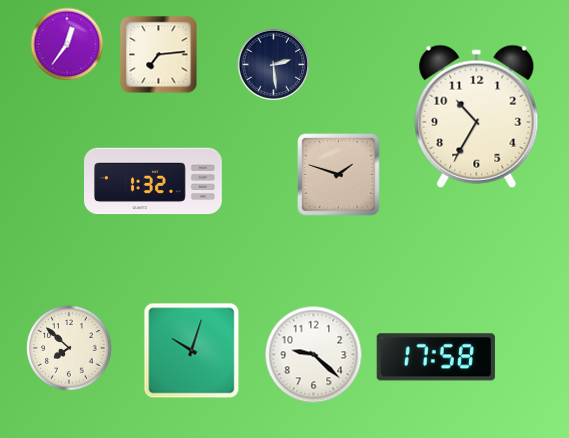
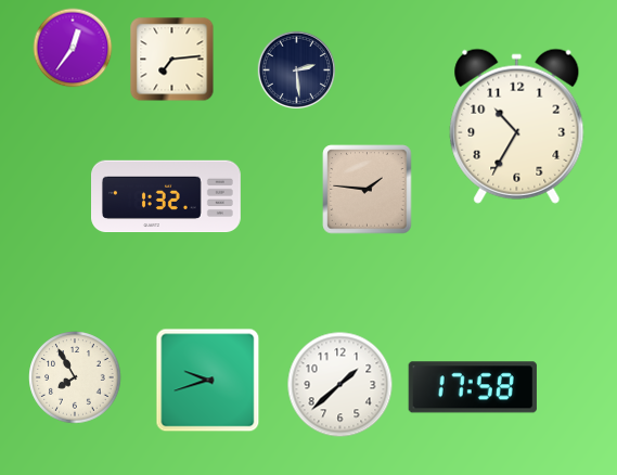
clock at (339, 175): 1:48 -> 1:46
clock at (69, 348): 7:52 -> 7:55
clock at (192, 351): 10:03 -> 9:42
clock at (314, 355): 9:22 -> 1:38
